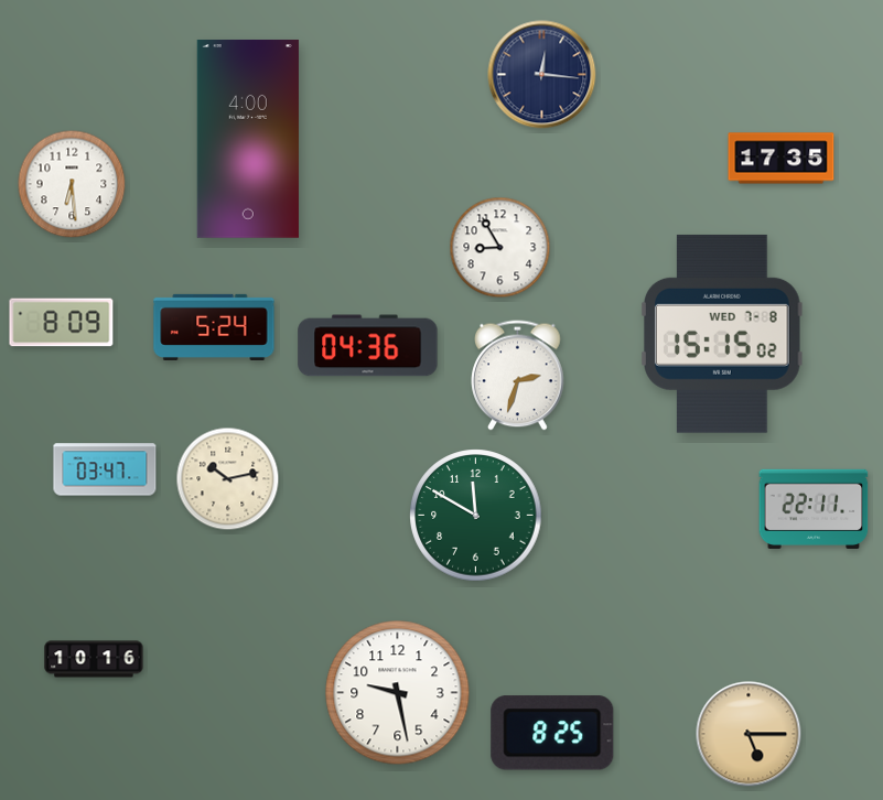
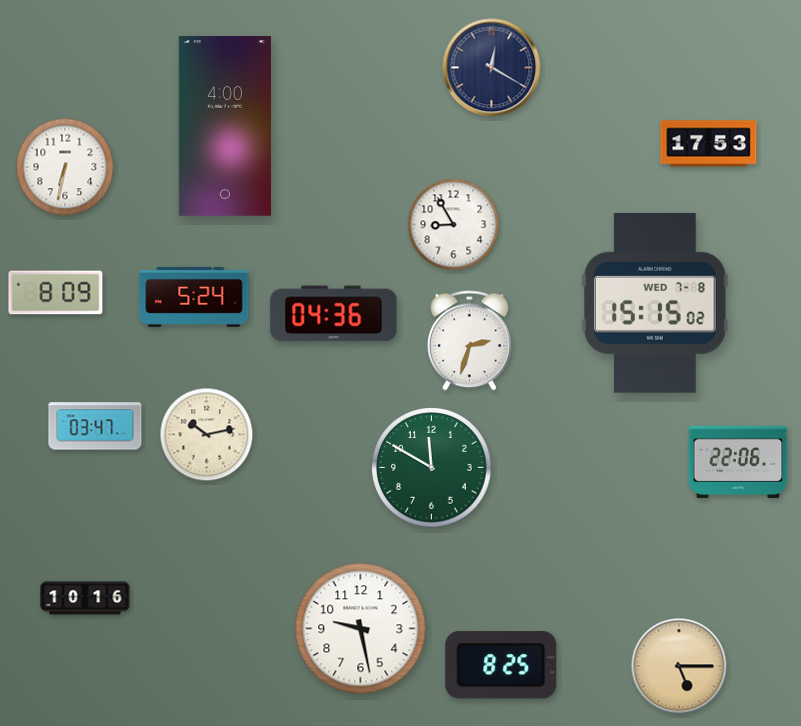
clock at (542, 75): 12:16 -> 12:20
clock at (782, 159): 17:35 -> 17:53
clock at (72, 184): 6:29 -> 6:32
clock at (814, 509): 22:11 -> 22:06
